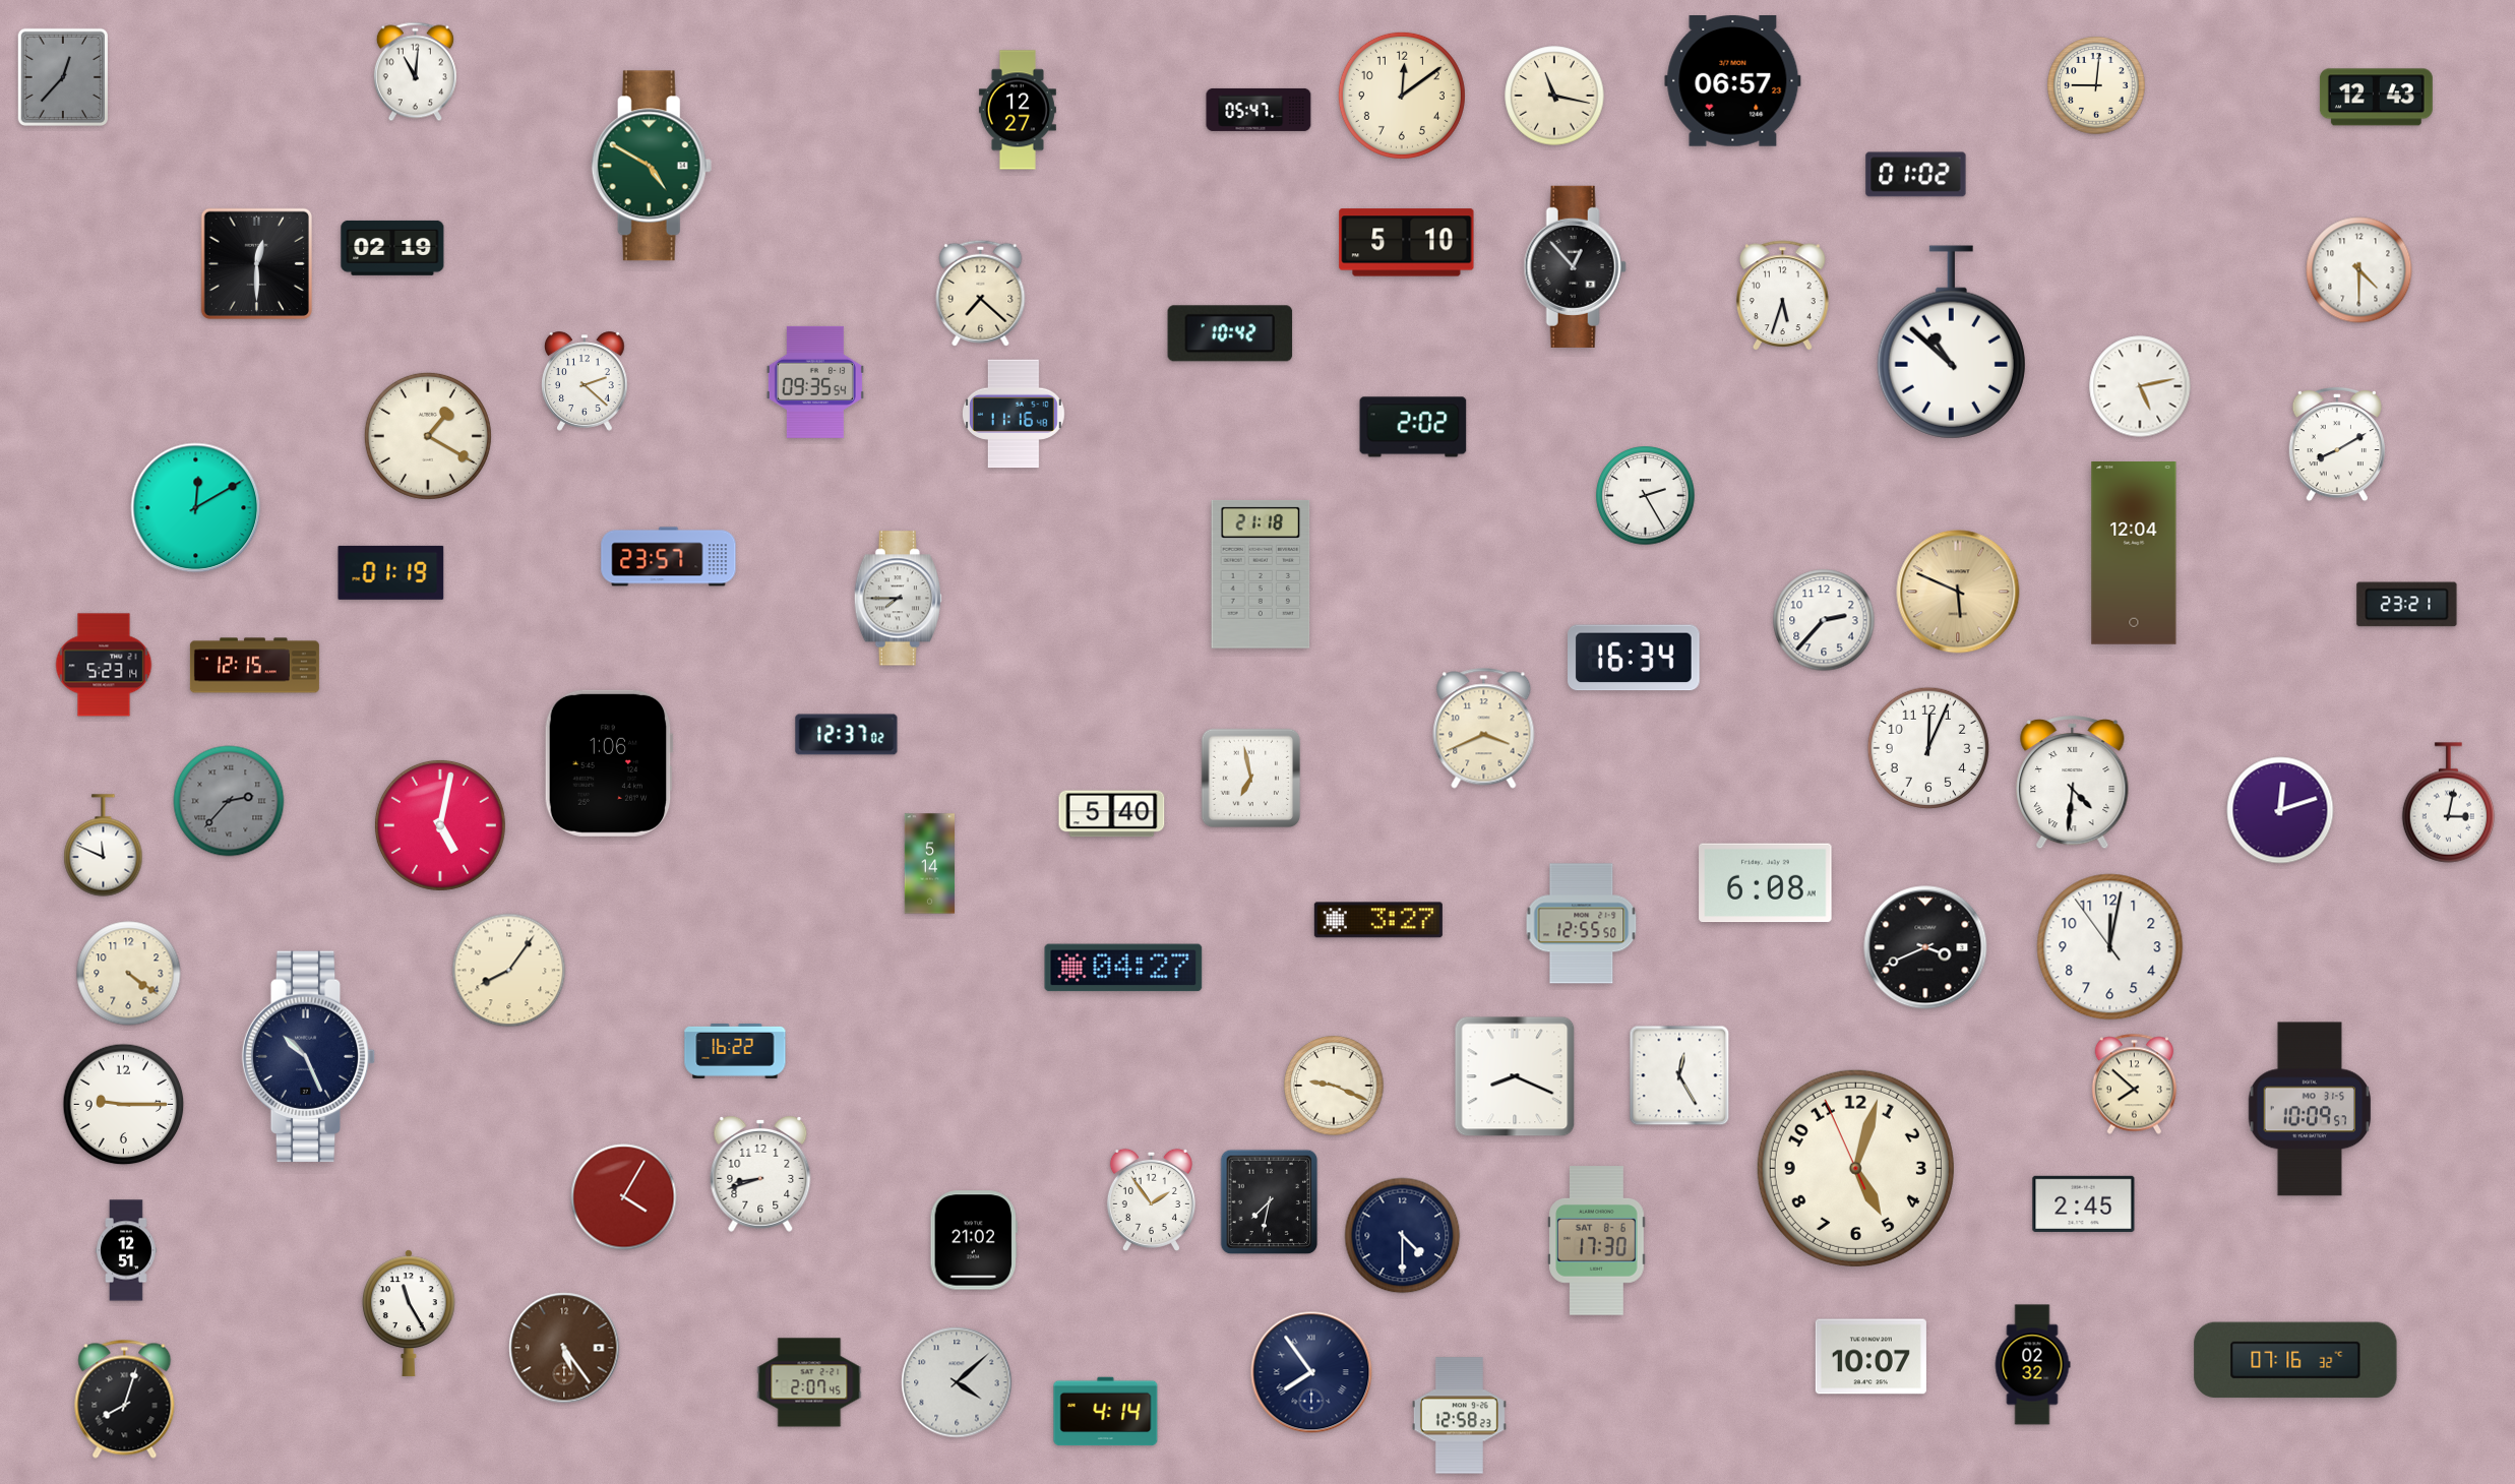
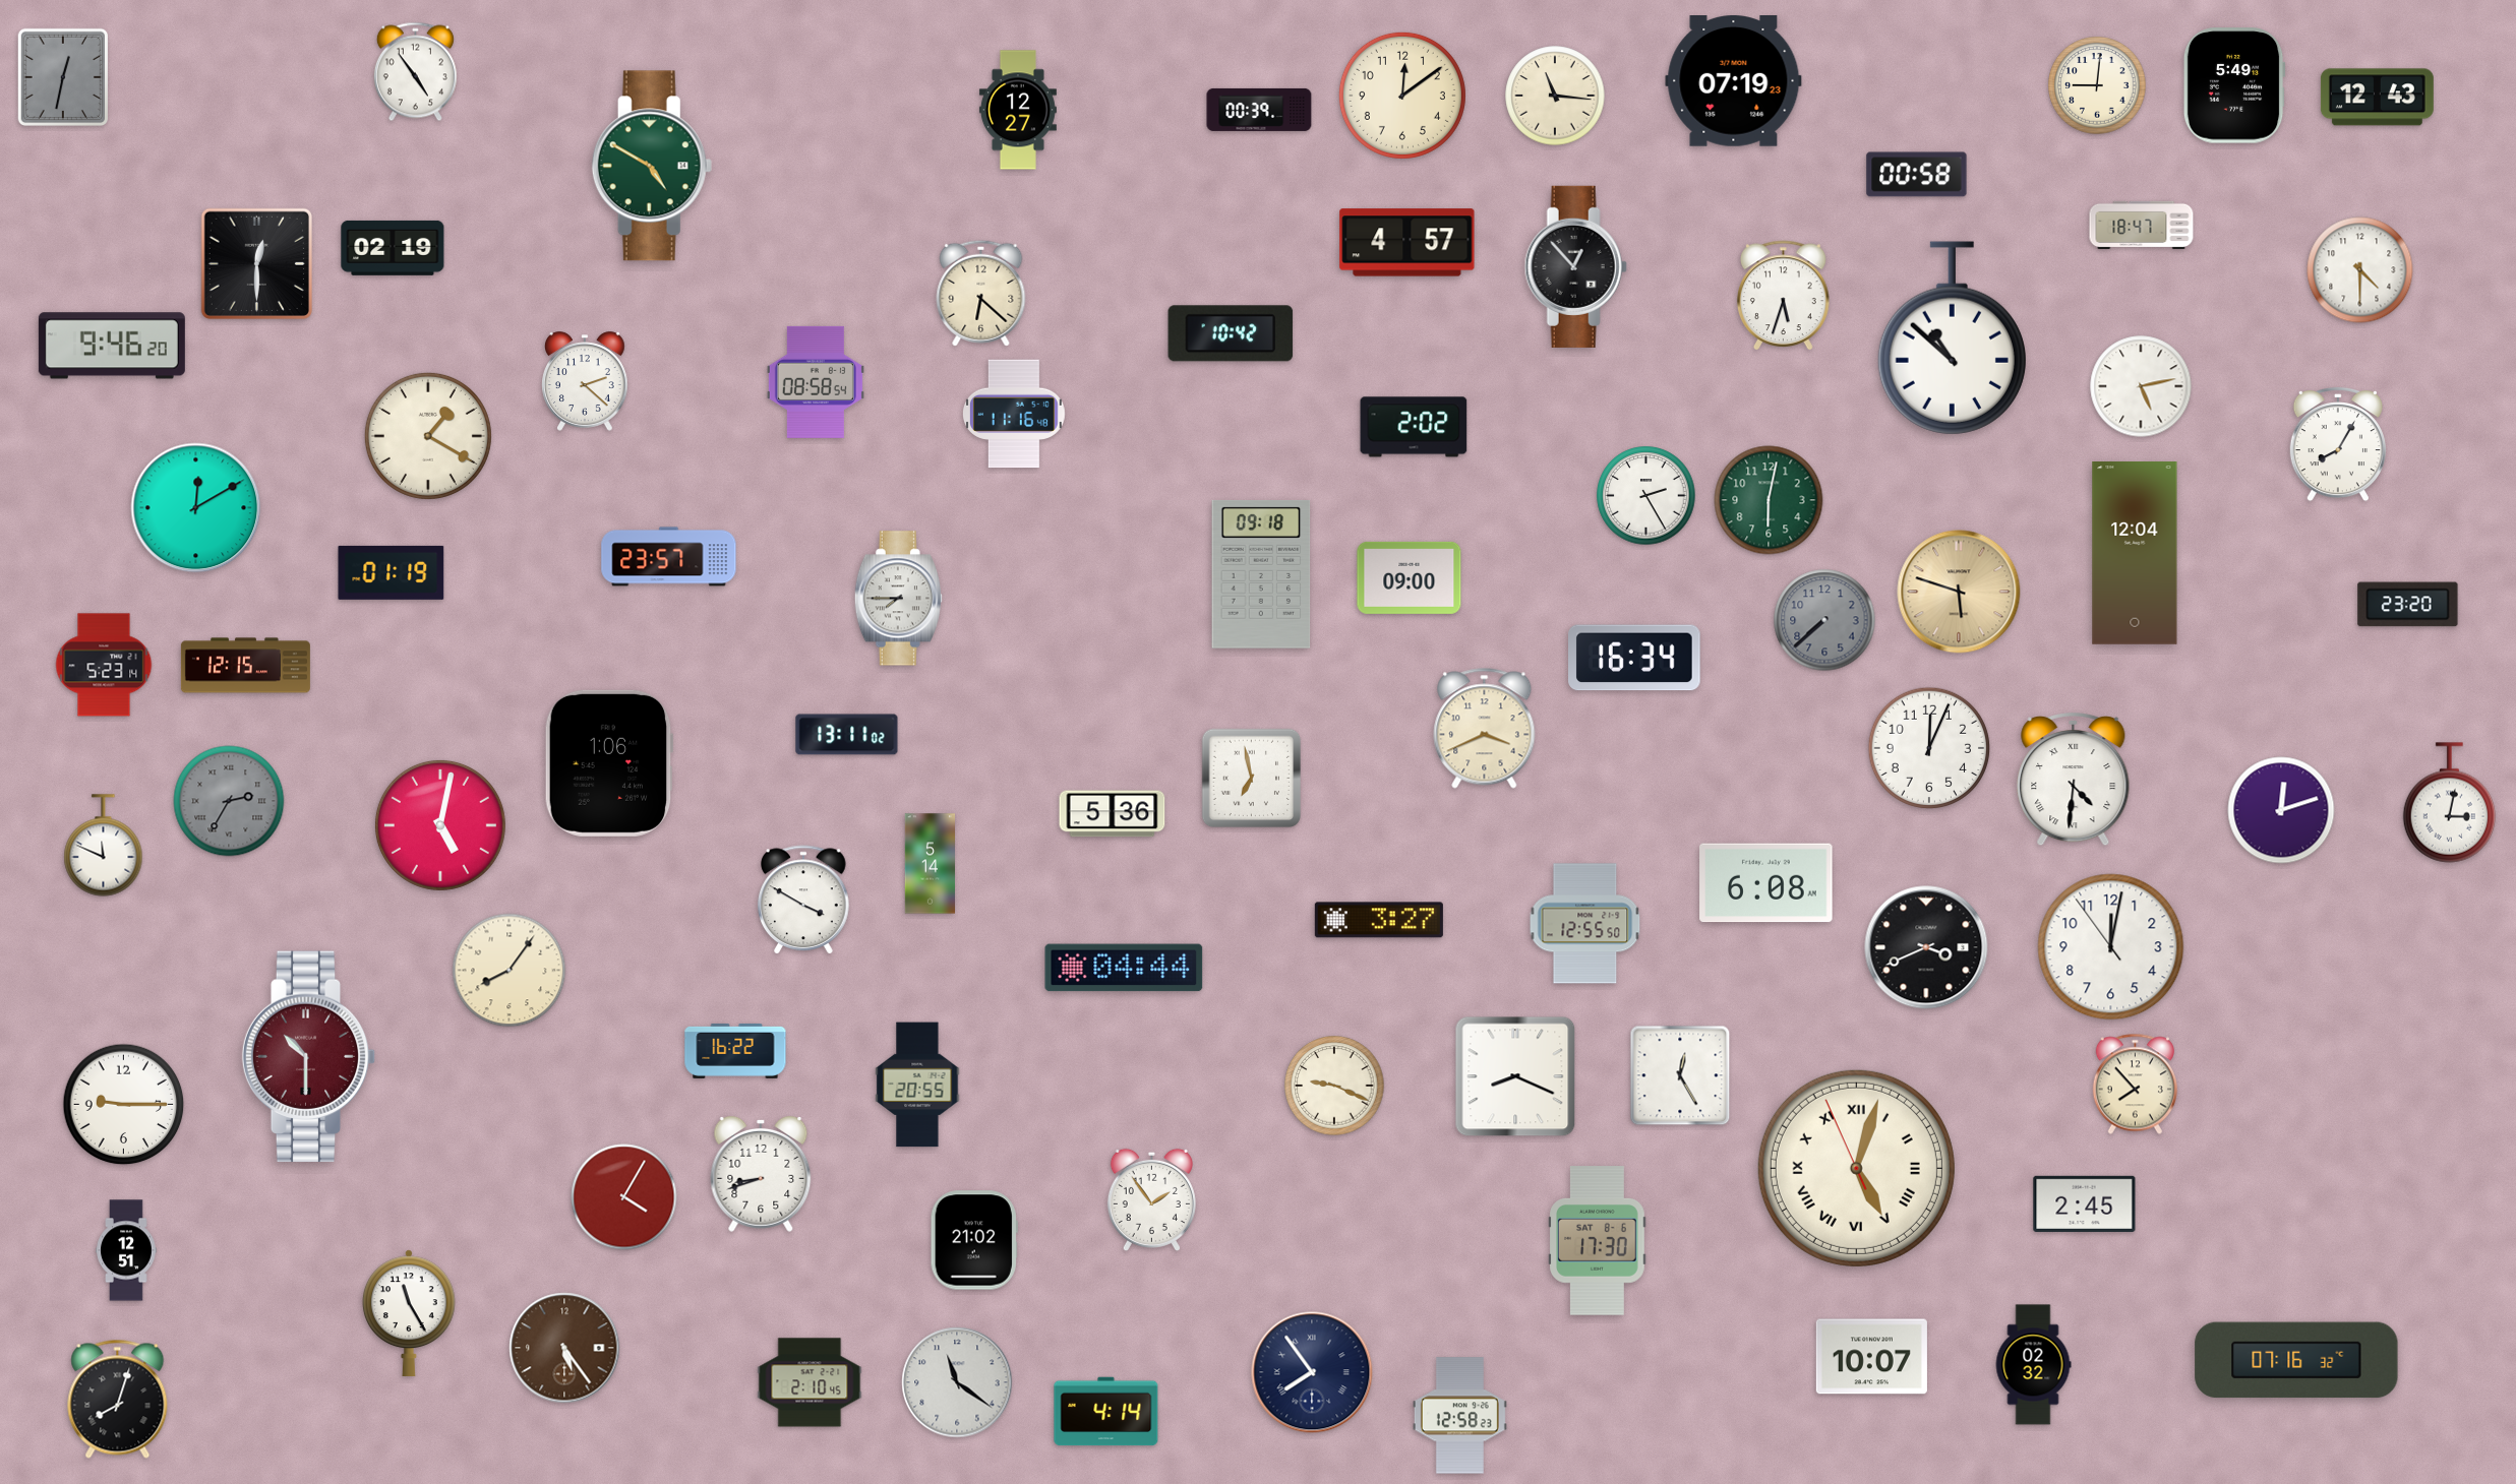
clock at (415, 72): 11:01 -> 4:54
clock at (62, 77): 12:37 -> 12:32
clock at (1733, 81): 06:57 -> 07:19
clock at (2234, 85): none -> 5:49
clock at (1554, 96): 11:17 -> 11:16
clock at (1259, 110): 05:47 -> 00:39
clock at (1916, 175): 01:02 -> 00:58
clock at (2142, 225): none -> 18:47
clock at (1407, 243): 5:10 -> 4:57
clock at (981, 293): 7:22 -> 6:22
clock at (1951, 343) position: (1951, 343) -> (1952, 338)
clock at (112, 346): none -> 9:46
clock at (815, 382): 09:35 -> 08:58
clock at (2337, 444): 8:10 -> 8:05
clock at (1769, 500): none -> 6:02
clock at (1261, 574): 21:18 -> 09:18
clock at (1410, 577): none -> 09:00
clock at (1958, 592): 5:49 -> 5:48
clock at (2407, 605): 23:21 -> 23:20
clock at (1824, 620): 2:37 -> 7:38
clock at (1824, 620) dial: white -> grey
clock at (254, 666) position: (254, 666) -> (245, 666)
clock at (847, 735): 12:37 -> 13:11
clock at (2073, 784) position: (2073, 784) -> (2074, 781)
clock at (229, 801): 2:37 -> 2:35
clock at (1112, 814): 5:40 -> 5:36
clock at (803, 900): none -> 3:50
clock at (1582, 924) position: (1582, 924) -> (1585, 924)
clock at (1123, 968): 04:27 -> 04:44
clock at (129, 974): 4:21 -> none
clock at (309, 1057): 10:26 -> 10:30
clock at (309, 1057) dial: navy -> burgundy
clock at (917, 1085): none -> 20:55
clock at (2134, 1085): 7:52 -> 7:53
clock at (2310, 1109): 10:09 -> none
clock at (1855, 1168) numerals: Arabic -> Roman
clock at (1270, 1202): 7:32 -> none
clock at (1403, 1236): 4:30 -> none
clock at (809, 1382): 2:07 -> 2:10
clock at (957, 1382): 4:08 -> 11:21
clock at (125, 1399) position: (125, 1399) -> (118, 1399)
